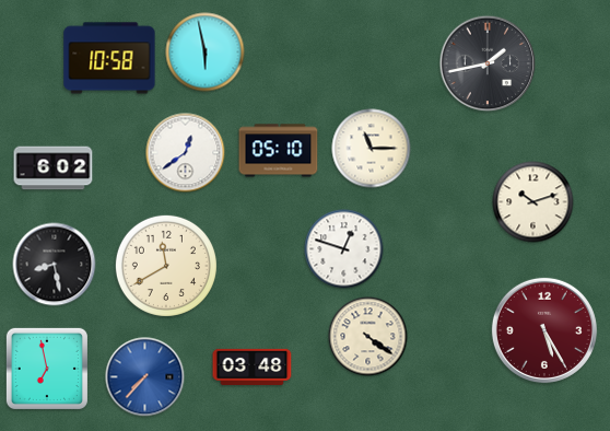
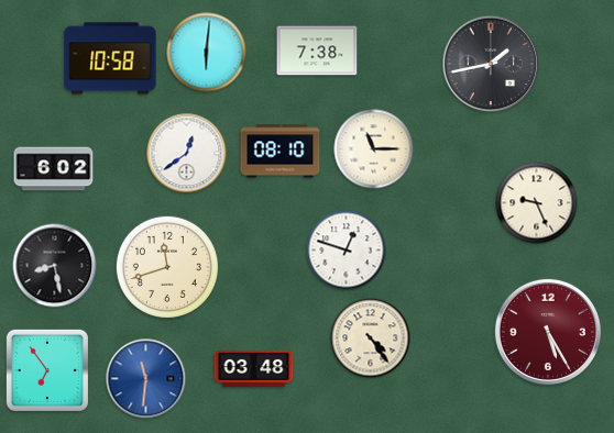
clock at (317, 51): none -> 7:38
clock at (206, 53): 5:58 -> 6:01
clock at (279, 151): 05:10 -> 08:10
clock at (533, 202): 10:12 -> 9:26
clock at (166, 266): 11:40 -> 11:42
clock at (368, 337): 4:21 -> 4:24
clock at (47, 369): 6:58 -> 6:54
clock at (145, 377): 7:37 -> 11:31
